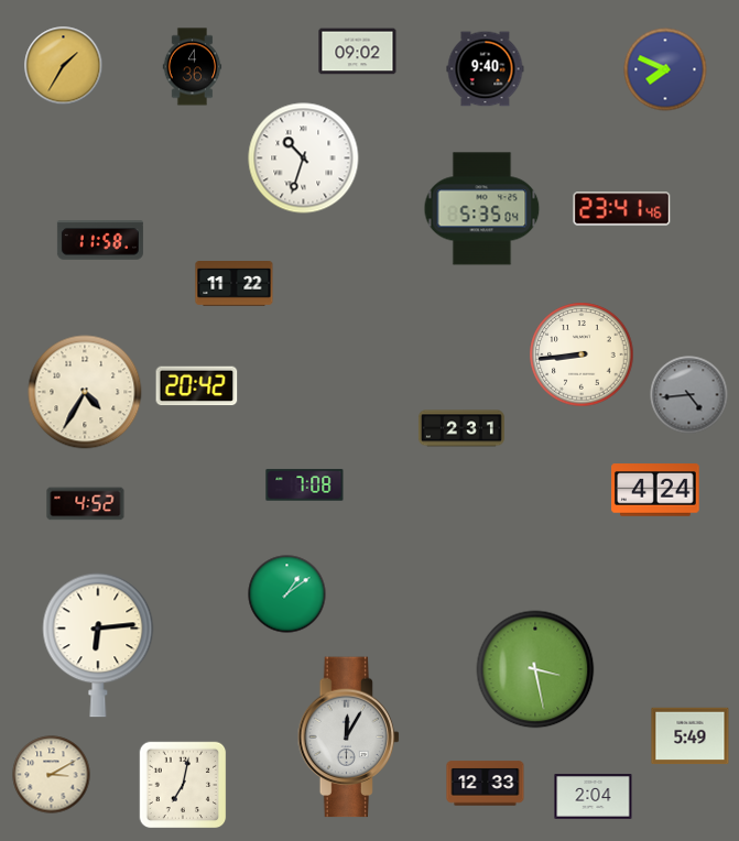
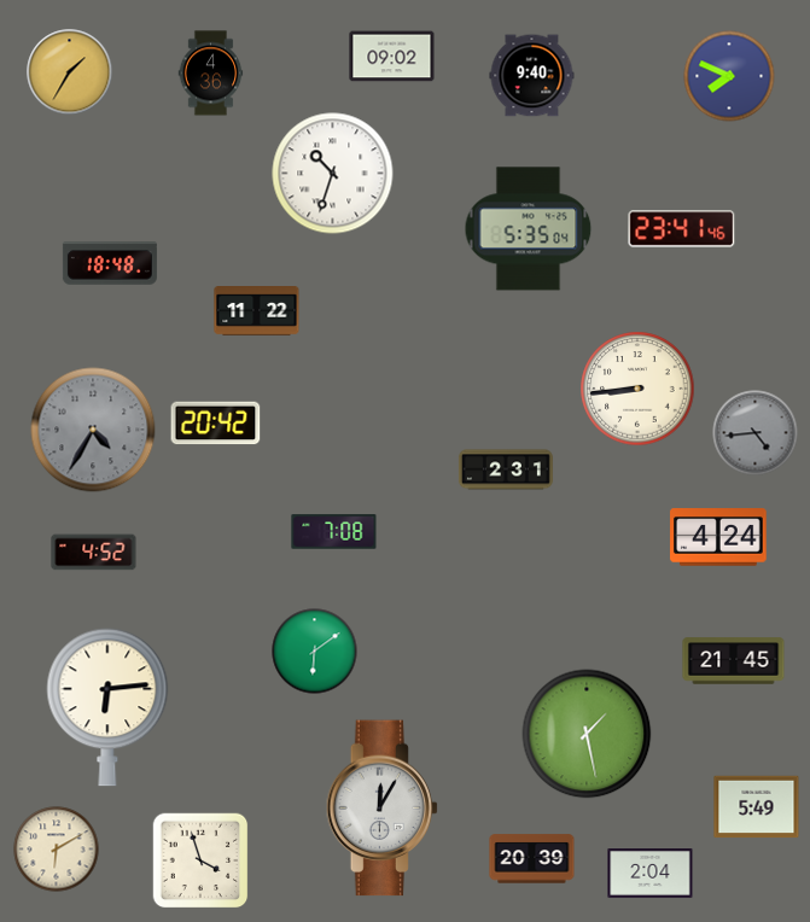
clock at (100, 240): 11:58 -> 18:48
clock at (85, 392) dial: cream -> grey
clock at (287, 594): 1:09 -> 6:09
clock at (734, 661): none -> 21:45
clock at (535, 669): 3:28 -> 1:28
clock at (52, 775): 3:10 -> 6:10
clock at (486, 784): 12:33 -> 20:39
clock at (183, 785): 7:02 -> 3:57
